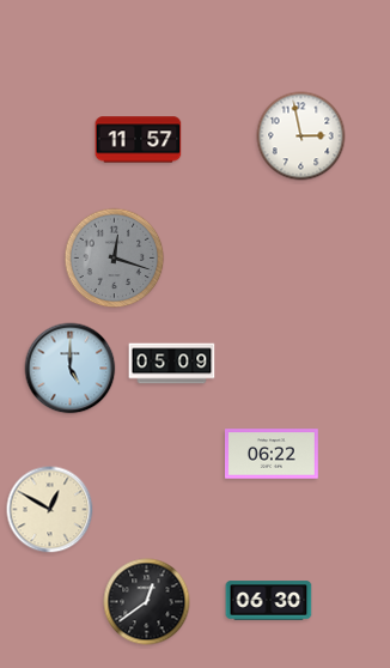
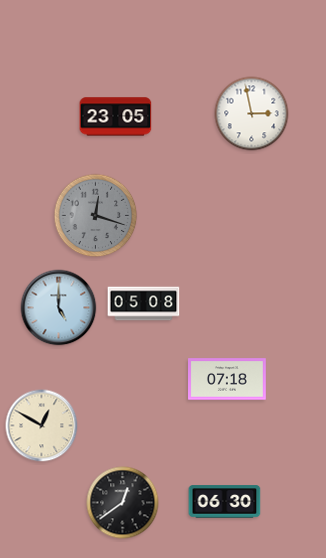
clock at (139, 140): 11:57 -> 23:05
clock at (172, 364): 05:09 -> 05:08
clock at (273, 454): 06:22 -> 07:18
